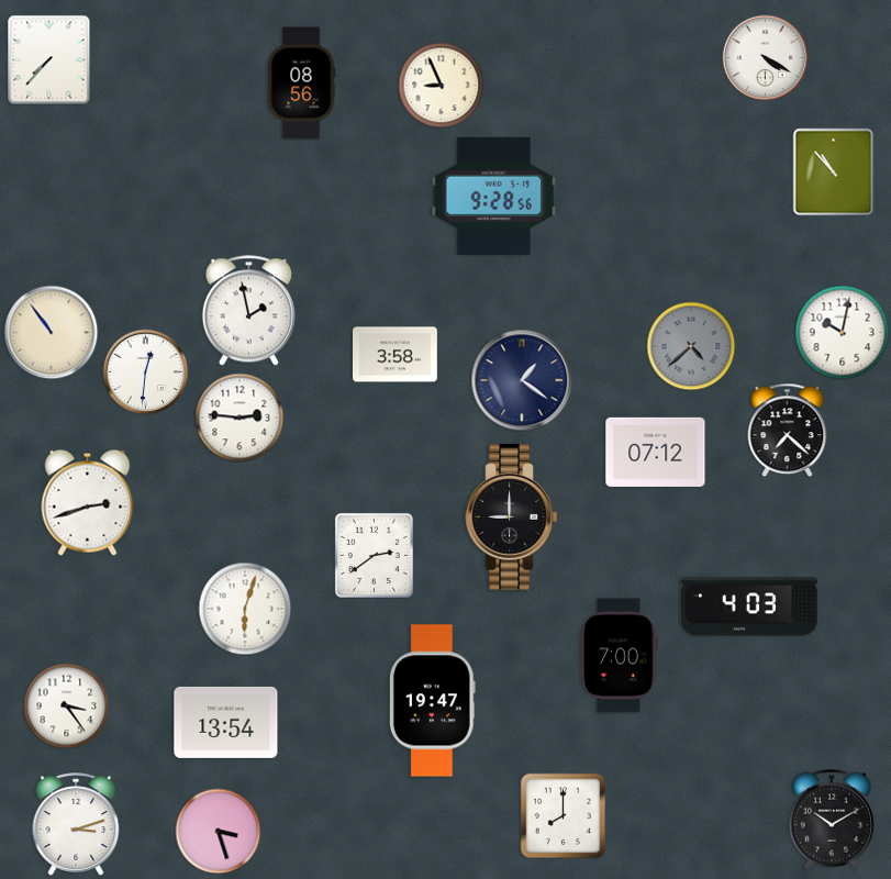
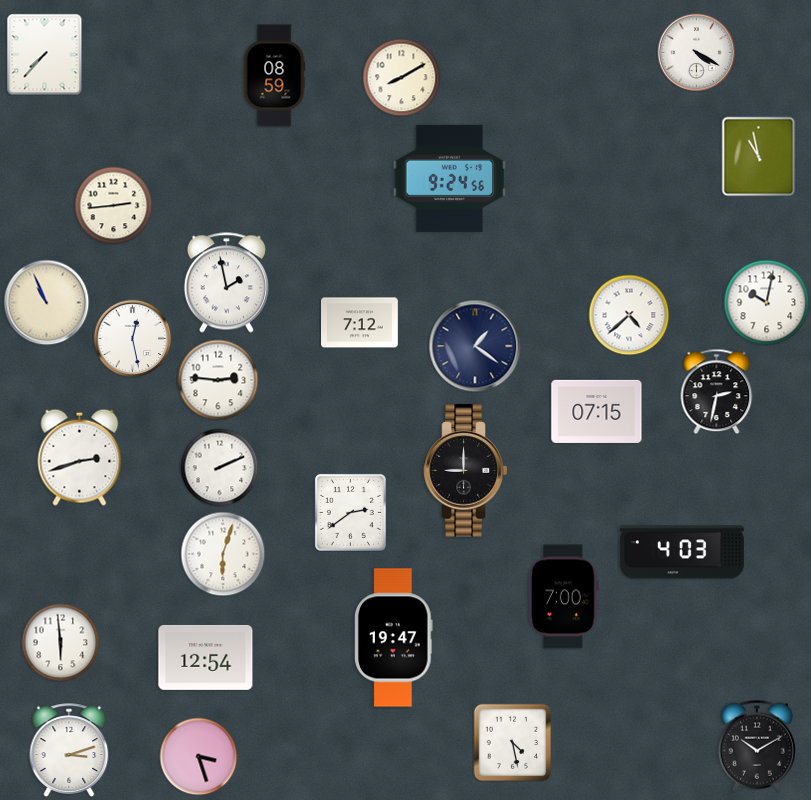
clock at (301, 84): 08:56 -> 08:59
clock at (441, 85): 8:56 -> 8:10
clock at (834, 171): 10:53 -> 10:58
clock at (493, 196): 9:28 -> 9:24
clock at (113, 205): none -> 2:44
clock at (51, 332): 10:54 -> 10:56
clock at (691, 346) dial: grey -> white
clock at (396, 355): 3:58 -> 7:12
clock at (145, 371): 12:31 -> 12:28
clock at (788, 430): 7:22 -> 2:32
clock at (656, 452): 07:12 -> 07:15
clock at (219, 467): none -> 2:11
clock at (374, 555) position: (374, 555) -> (350, 512)
clock at (66, 705): 3:24 -> 5:59
clock at (226, 722): 13:54 -> 12:54
clock at (563, 815): 8:00 -> 4:28
